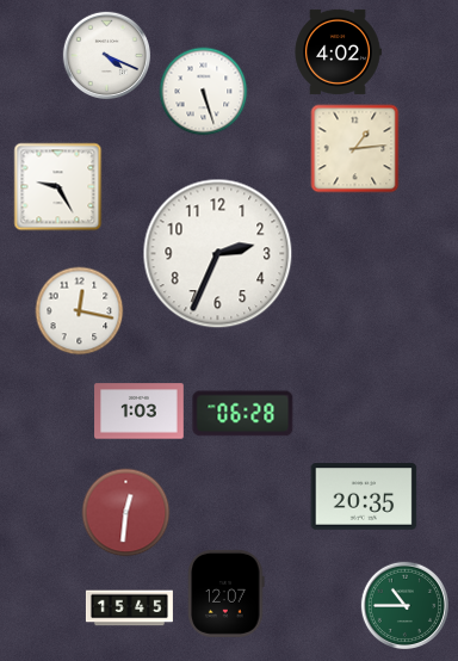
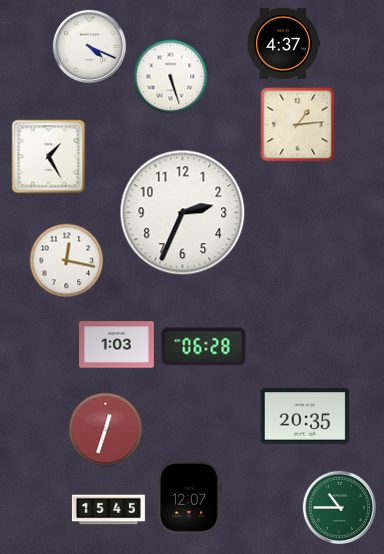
clock at (338, 51): 4:02 -> 4:37
clock at (58, 187): 9:25 -> 1:25
clock at (126, 513): 12:31 -> 12:33
